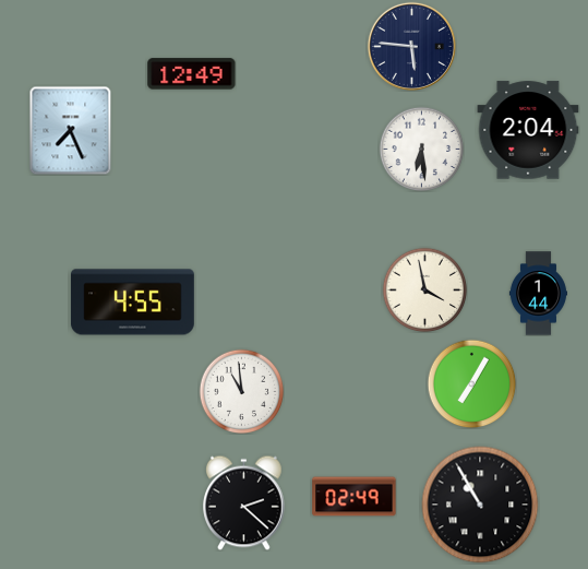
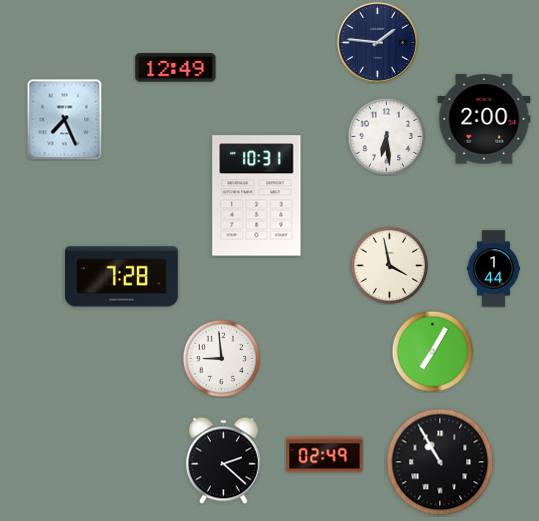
clock at (411, 46): 5:46 -> 1:46
clock at (528, 130): 2:04 -> 2:00
clock at (257, 196): none -> 10:31
clock at (133, 303): 4:55 -> 7:28
clock at (241, 391): 10:59 -> 8:59
